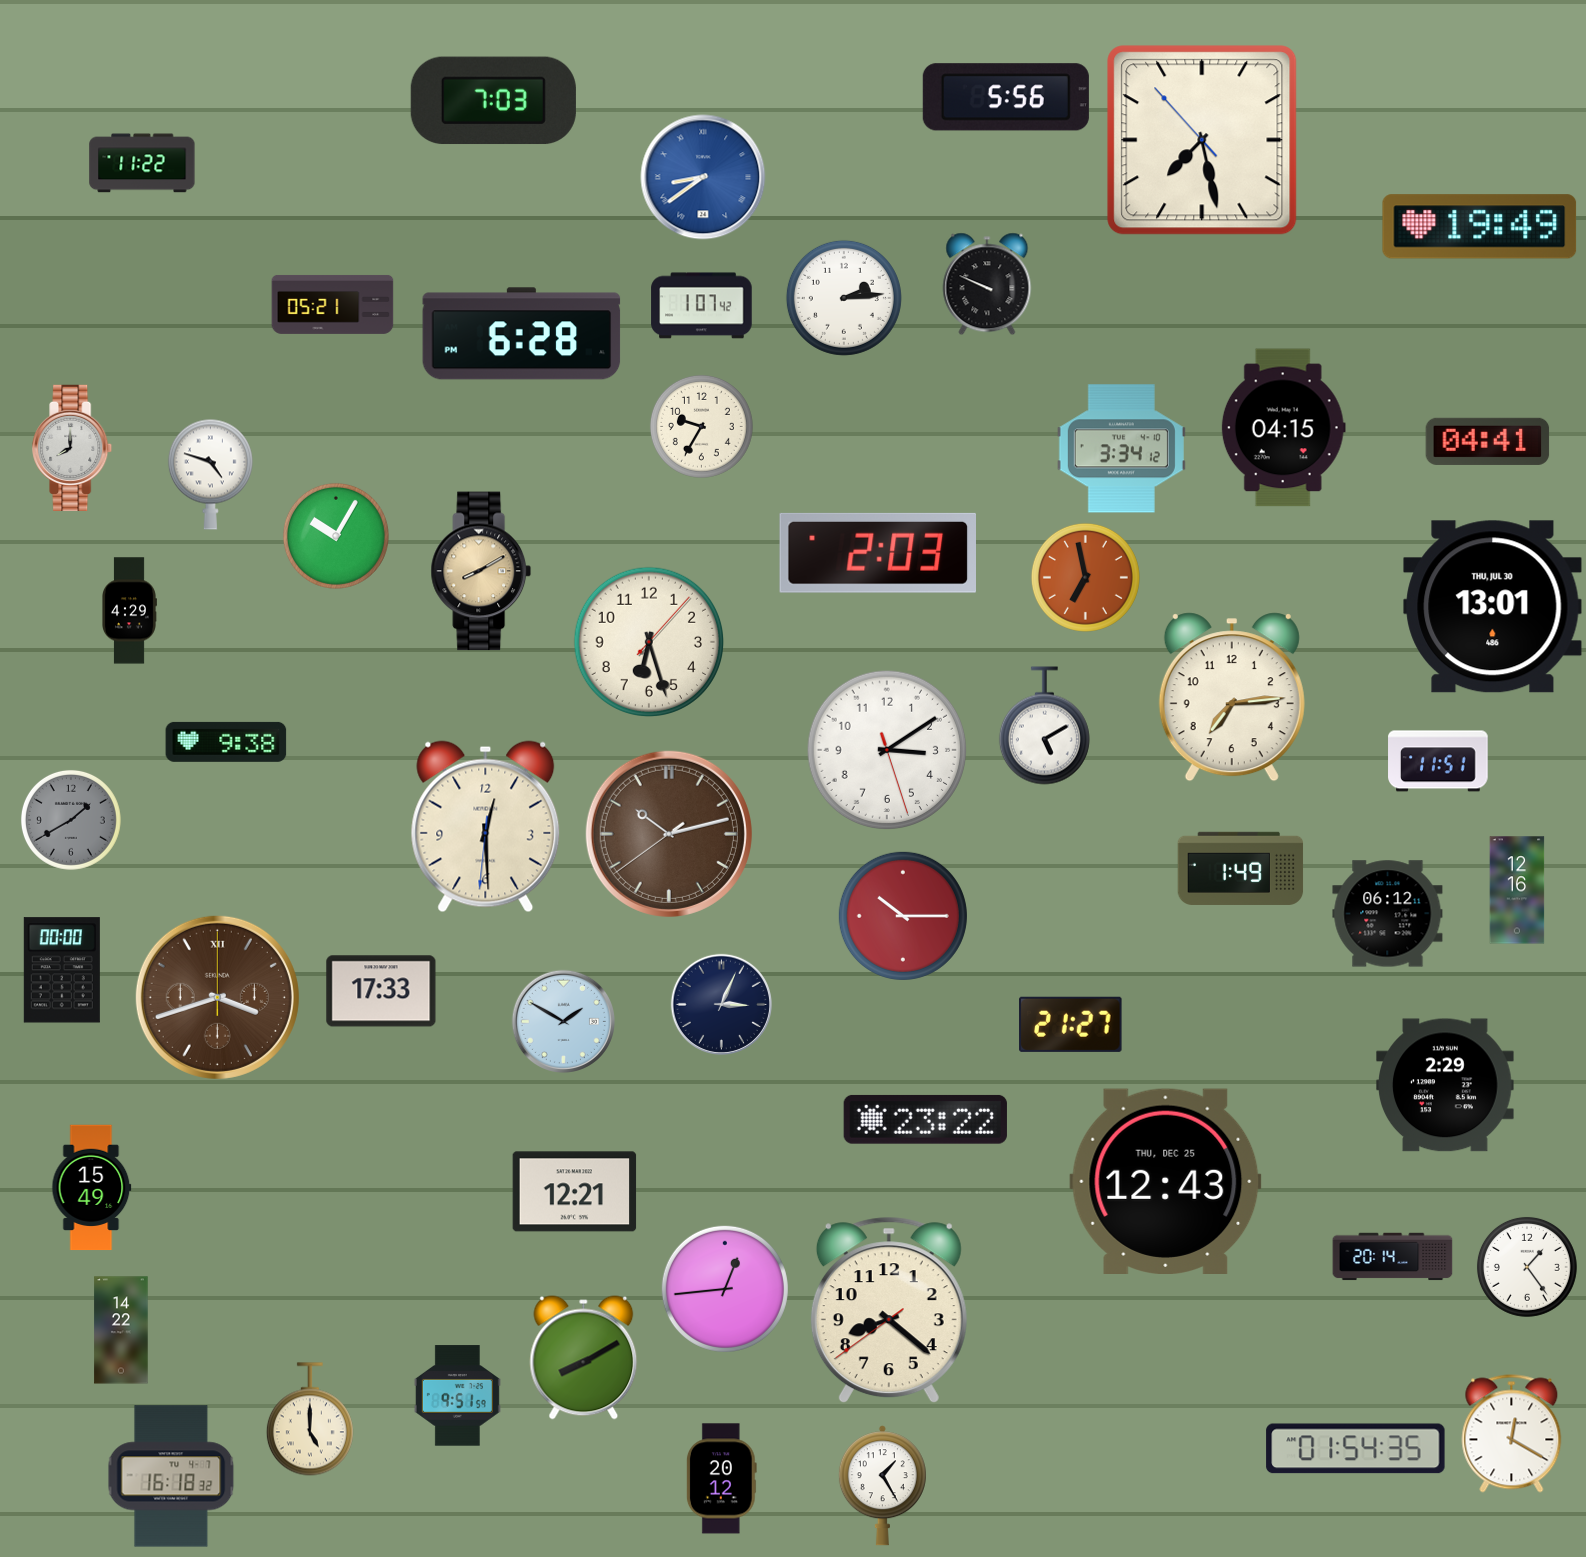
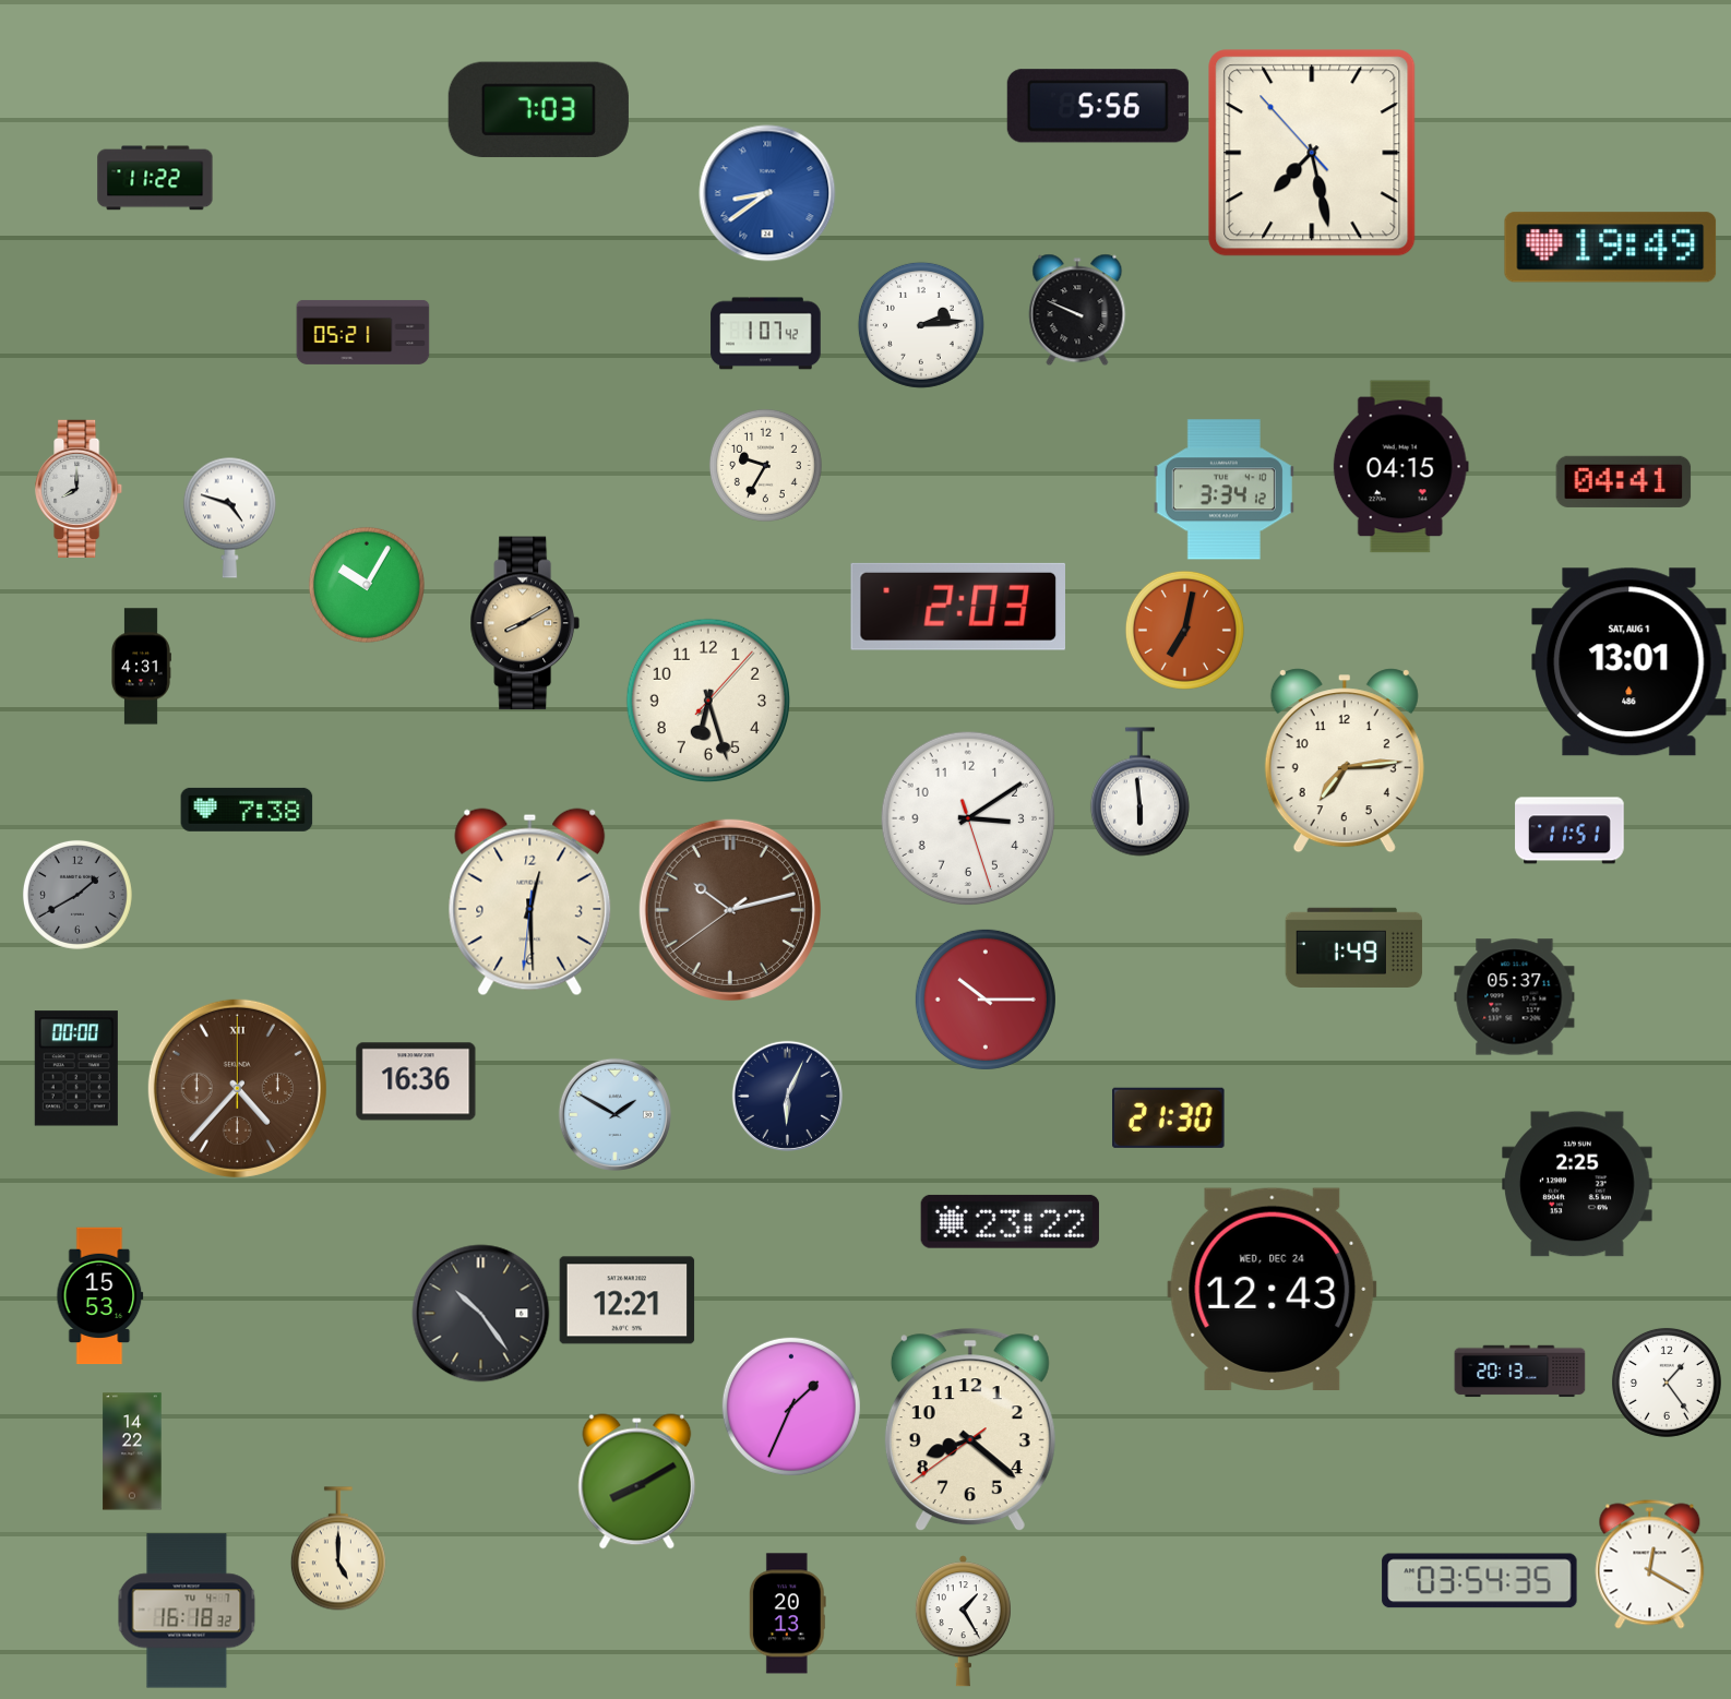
clock at (1480, 227) position: (1480, 227) -> (1611, 248)
clock at (522, 334): 6:28 -> none
clock at (877, 553) position: (877, 553) -> (957, 607)
clock at (1085, 577): 6:58 -> 7:02
clock at (1493, 607) date: THU, JUL 30 -> SAT, AUG 1
clock at (129, 611): 4:29 -> 4:31
clock at (1044, 726): 5:10 -> 5:59
clock at (226, 742): 9:38 -> 7:38
clock at (1517, 890): 12:16 -> none
clock at (1388, 914): 06:12 -> 05:37
clock at (62, 970) position: (62, 970) -> (76, 1068)
clock at (381, 991): 17:33 -> 16:36
clock at (217, 997): 3:42 -> 4:37
clock at (721, 1004): 3:04 -> 6:04
clock at (1071, 1024): 21:27 -> 21:30
clock at (1445, 1085): 2:29 -> 2:25
clock at (1166, 1181) date: THU, DEC 25 -> WED, DEC 24
clock at (92, 1188): 15:49 -> 15:53
clock at (481, 1314): none -> 10:24
clock at (1393, 1257): 20:14 -> 20:13
clock at (725, 1289): 12:44 -> 1:34
clock at (457, 1396): 9:51 -> none
clock at (1356, 1449): 01:54 -> 03:54
clock at (721, 1479): 20:12 -> 20:13
